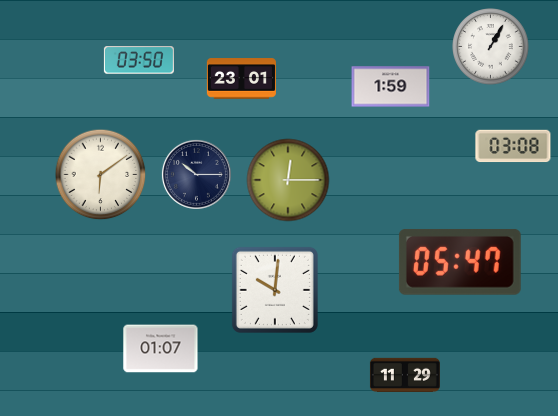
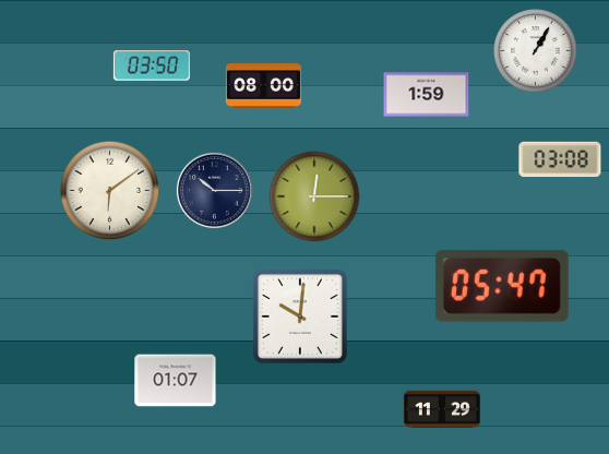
clock at (241, 79): 23:01 -> 08:00
